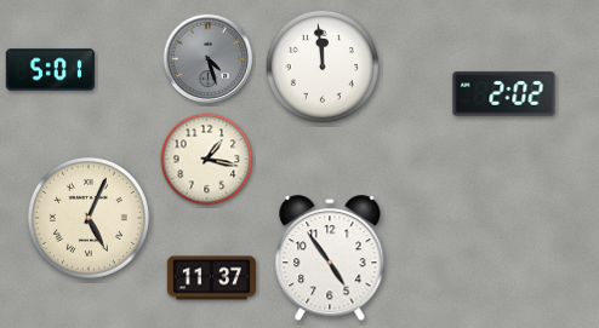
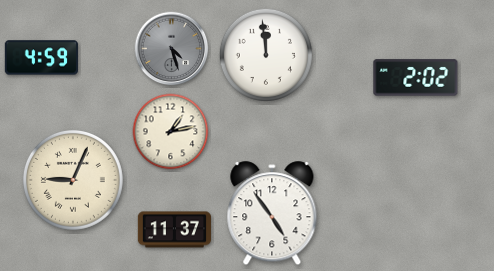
clock at (50, 70): 5:01 -> 4:59
clock at (207, 160): 1:17 -> 1:13
clock at (89, 218): 5:04 -> 9:04
